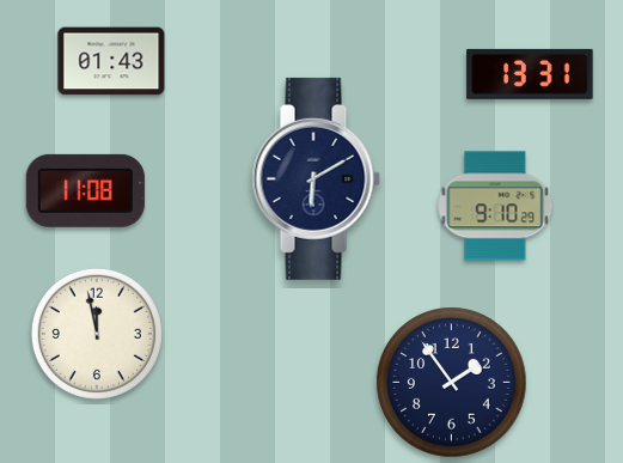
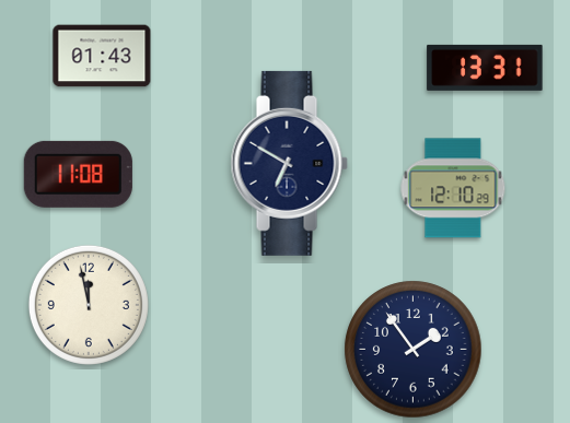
clock at (316, 178): 6:10 -> 6:50
clock at (495, 206): 9:10 -> 12:10
